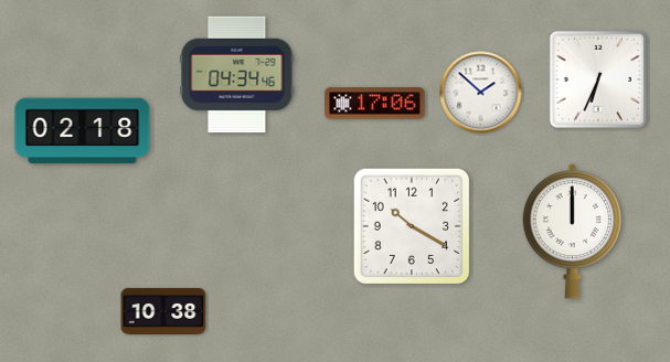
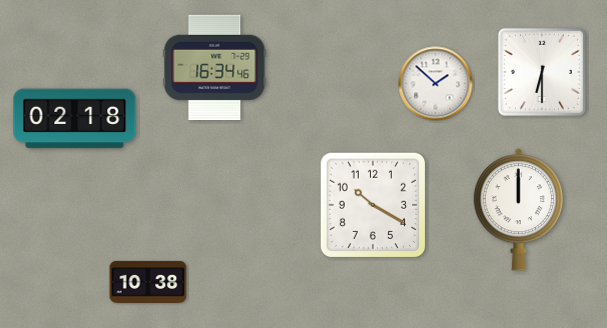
clock at (237, 75): 04:34 -> 16:34
clock at (598, 79): 6:34 -> 6:30
clock at (375, 104): 17:06 -> none
